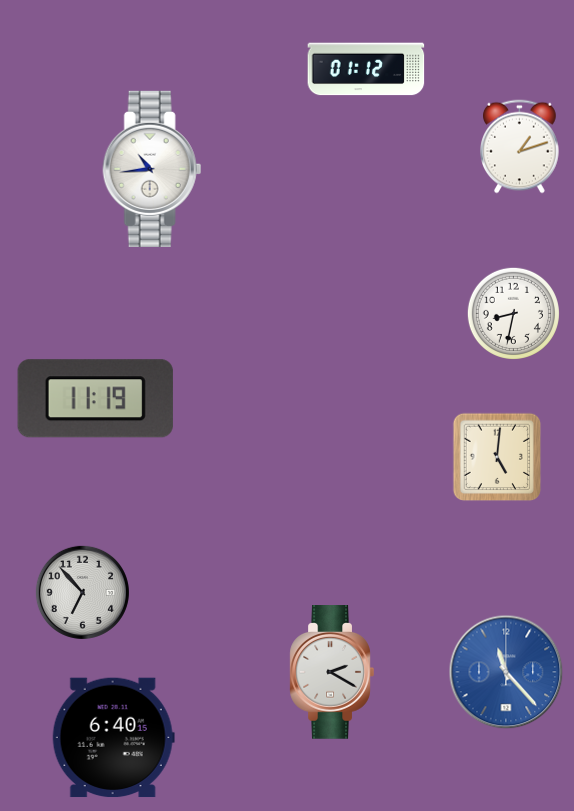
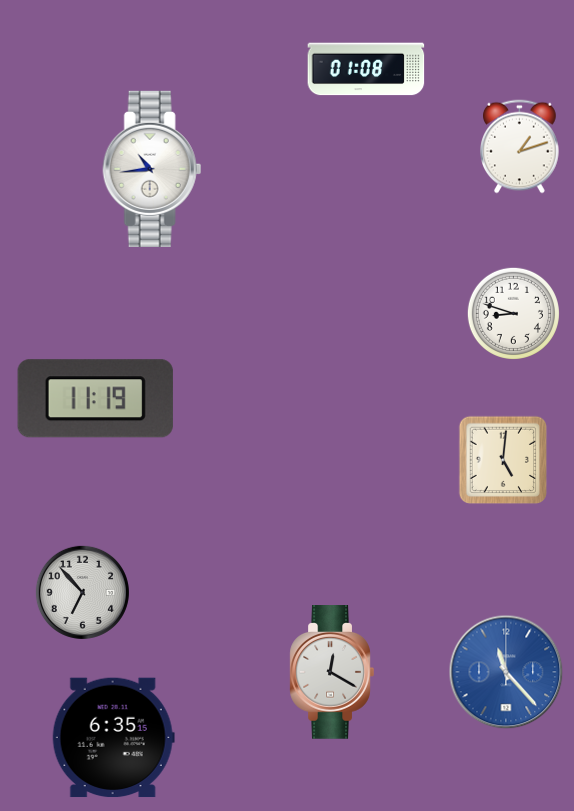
clock at (366, 69): 01:12 -> 01:08
clock at (513, 313): 8:32 -> 8:48
clock at (497, 457) position: (497, 457) -> (503, 460)
clock at (332, 673): 2:20 -> 12:20
clock at (113, 738): 6:40 -> 6:35
